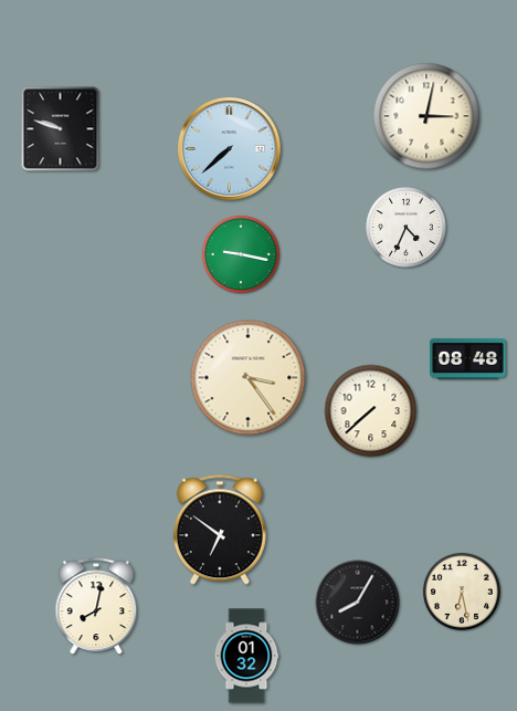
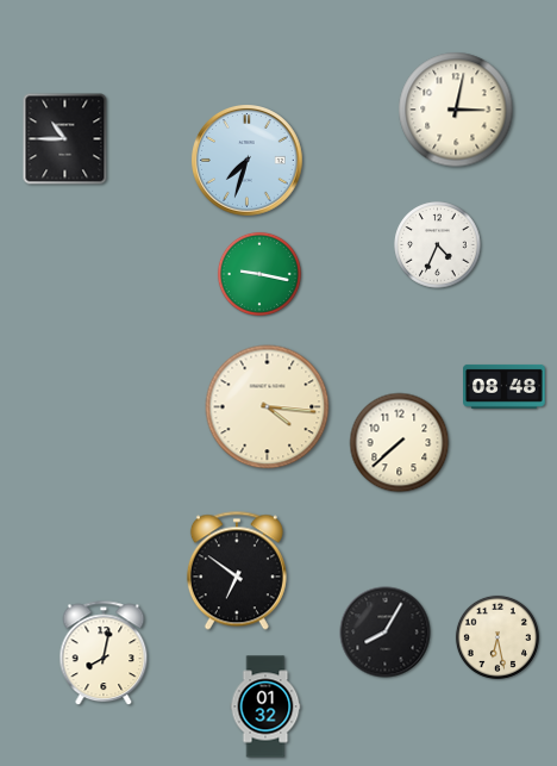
clock at (426, 116) position: (426, 116) -> (456, 110)
clock at (61, 129): 9:48 -> 10:45
clock at (230, 149): 7:38 -> 7:33
clock at (249, 378): 3:24 -> 4:16
clock at (358, 603) position: (358, 603) -> (386, 633)
